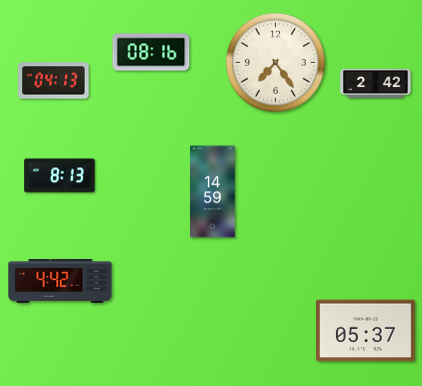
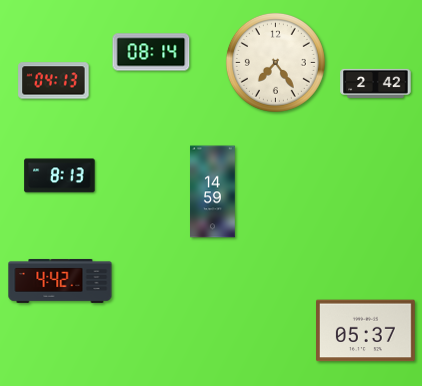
clock at (151, 52): 08:16 -> 08:14
